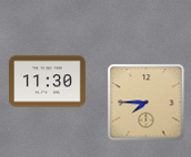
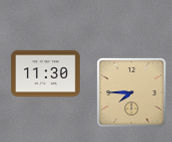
clock at (47, 82) position: (47, 82) -> (45, 74)
